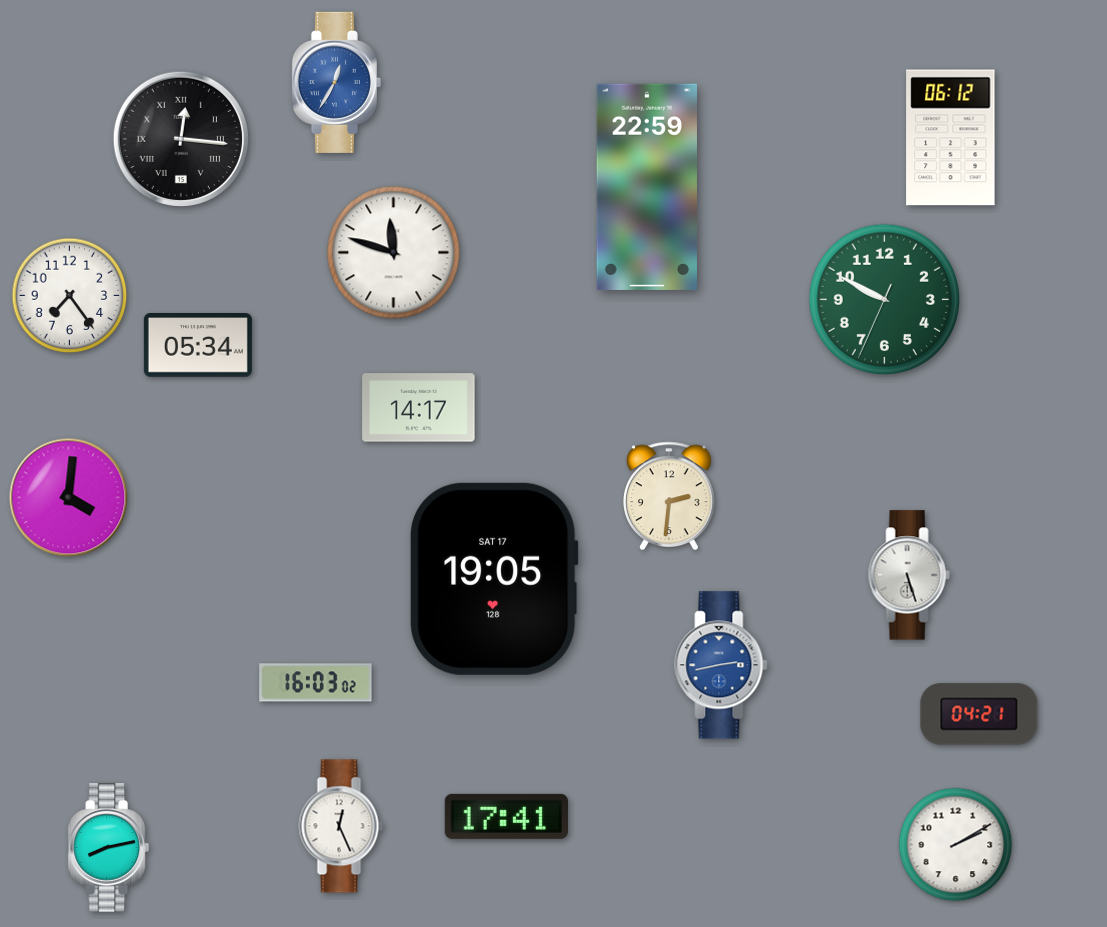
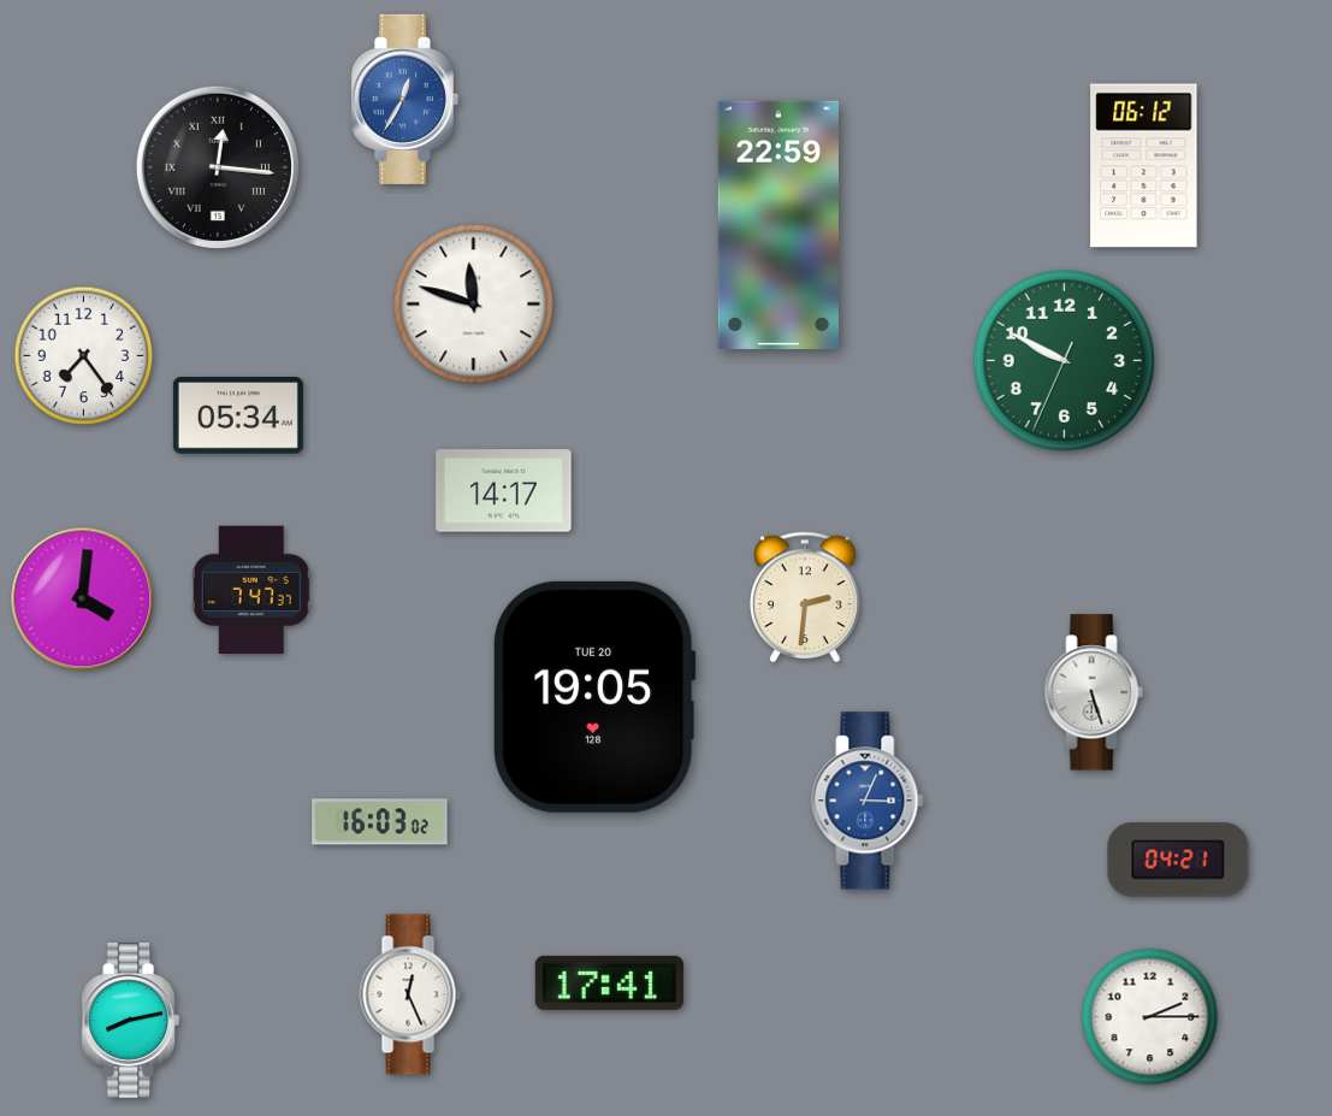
clock at (251, 589): none -> 7:47
clock at (494, 579) date: SAT 17 -> TUE 20
clock at (721, 665): 2:43 -> 3:04
clock at (956, 845): 2:10 -> 2:15
